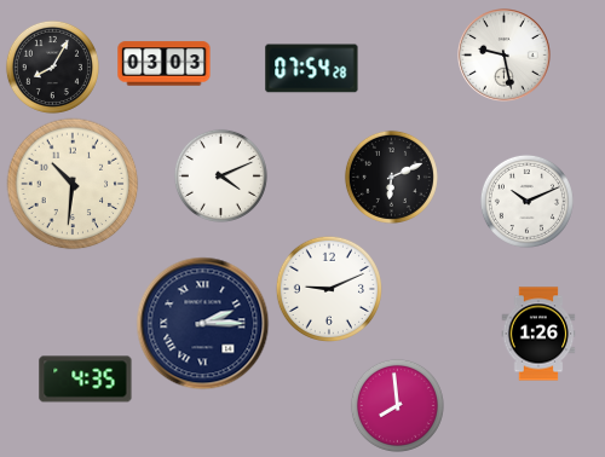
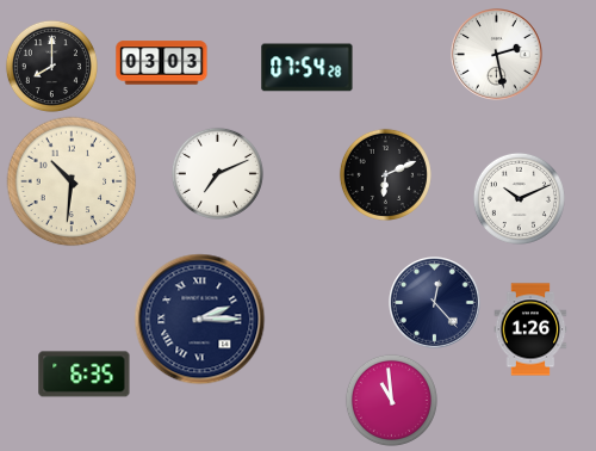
clock at (505, 56): 9:28 -> 2:28
clock at (52, 66): 8:05 -> 8:00
clock at (220, 175): 4:11 -> 7:11
clock at (328, 288): 9:11 -> none
clock at (435, 303): none -> 12:23
clock at (86, 380): 4:35 -> 6:35
clock at (397, 405): 7:59 -> 10:59
